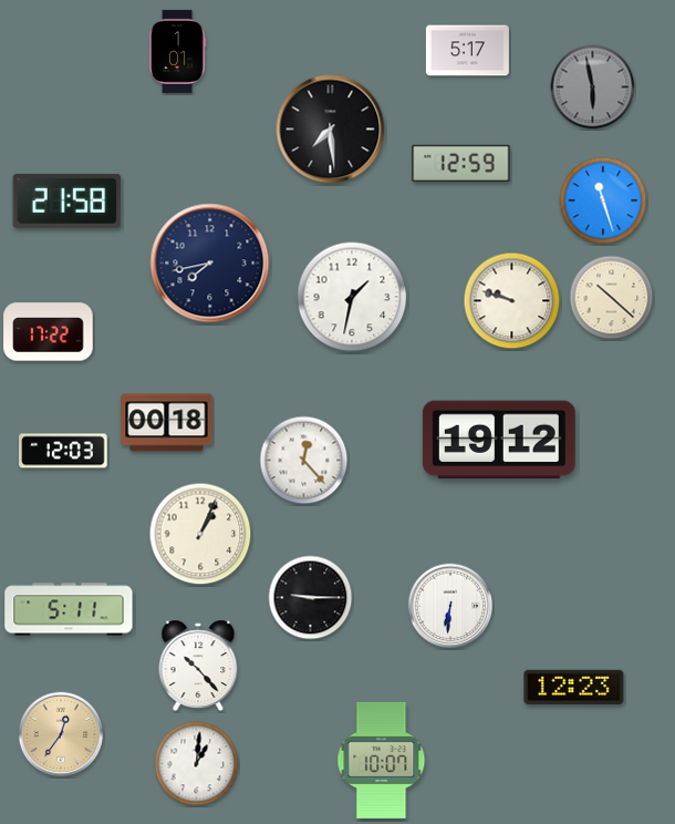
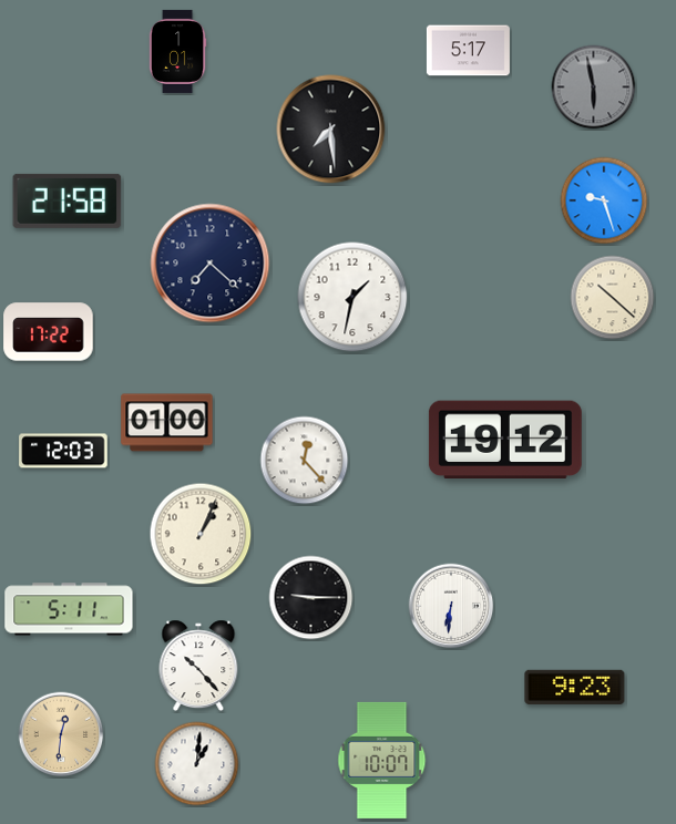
clock at (461, 164): 12:59 -> none
clock at (603, 200): 11:27 -> 9:27
clock at (210, 264): 7:43 -> 7:22
clock at (512, 301): 9:48 -> none
clock at (167, 423): 00:18 -> 01:00
clock at (499, 440) position: (499, 440) -> (505, 440)
clock at (574, 687): 12:23 -> 9:23
clock at (61, 734): 12:36 -> 12:31
